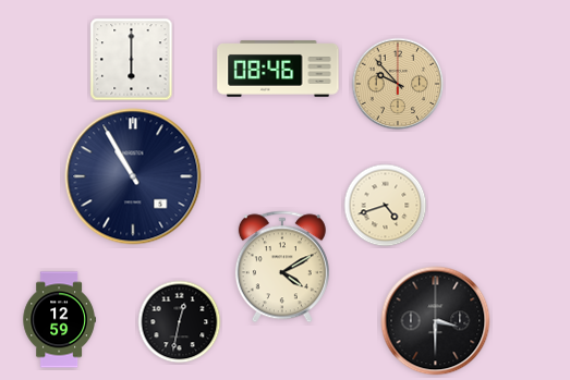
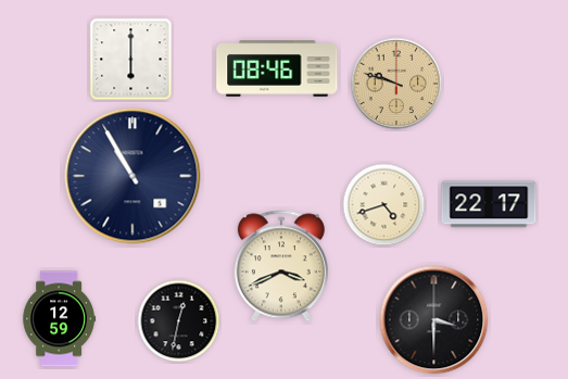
clock at (398, 84): 9:53 -> 9:48
clock at (489, 204): none -> 22:17
clock at (282, 267): 4:10 -> 3:41
